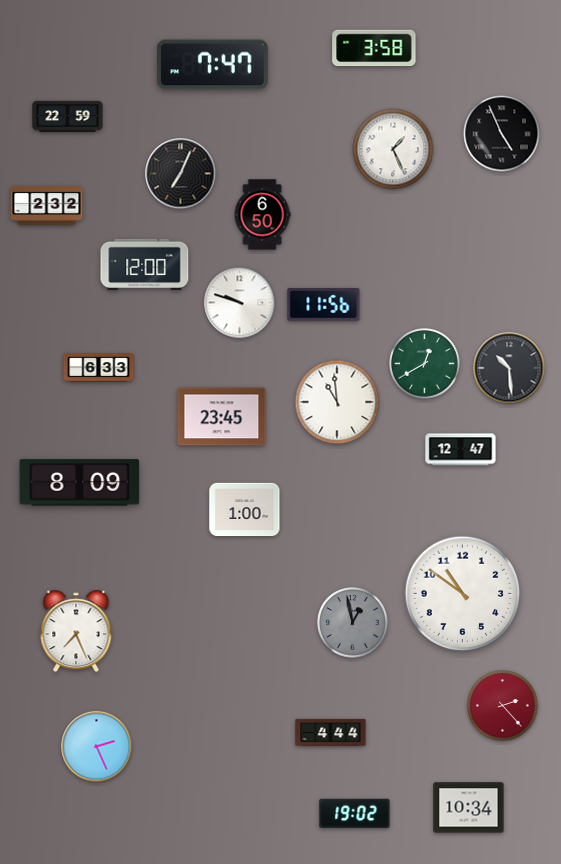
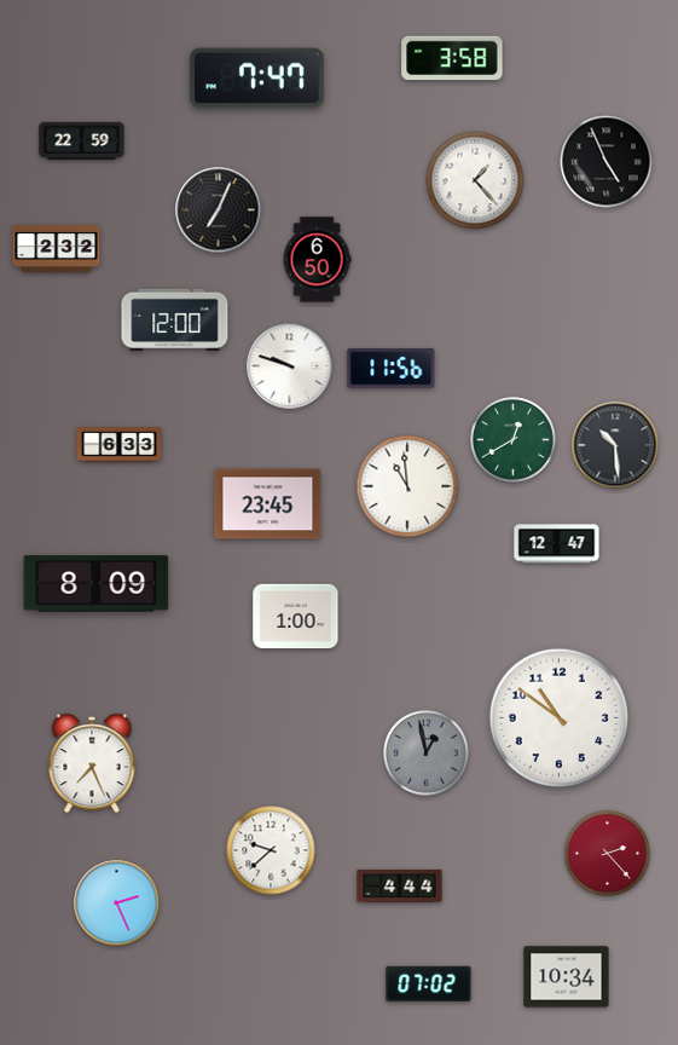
clock at (393, 149): 1:26 -> 1:23
clock at (271, 850): none -> 9:38
clock at (355, 813): 19:02 -> 07:02
